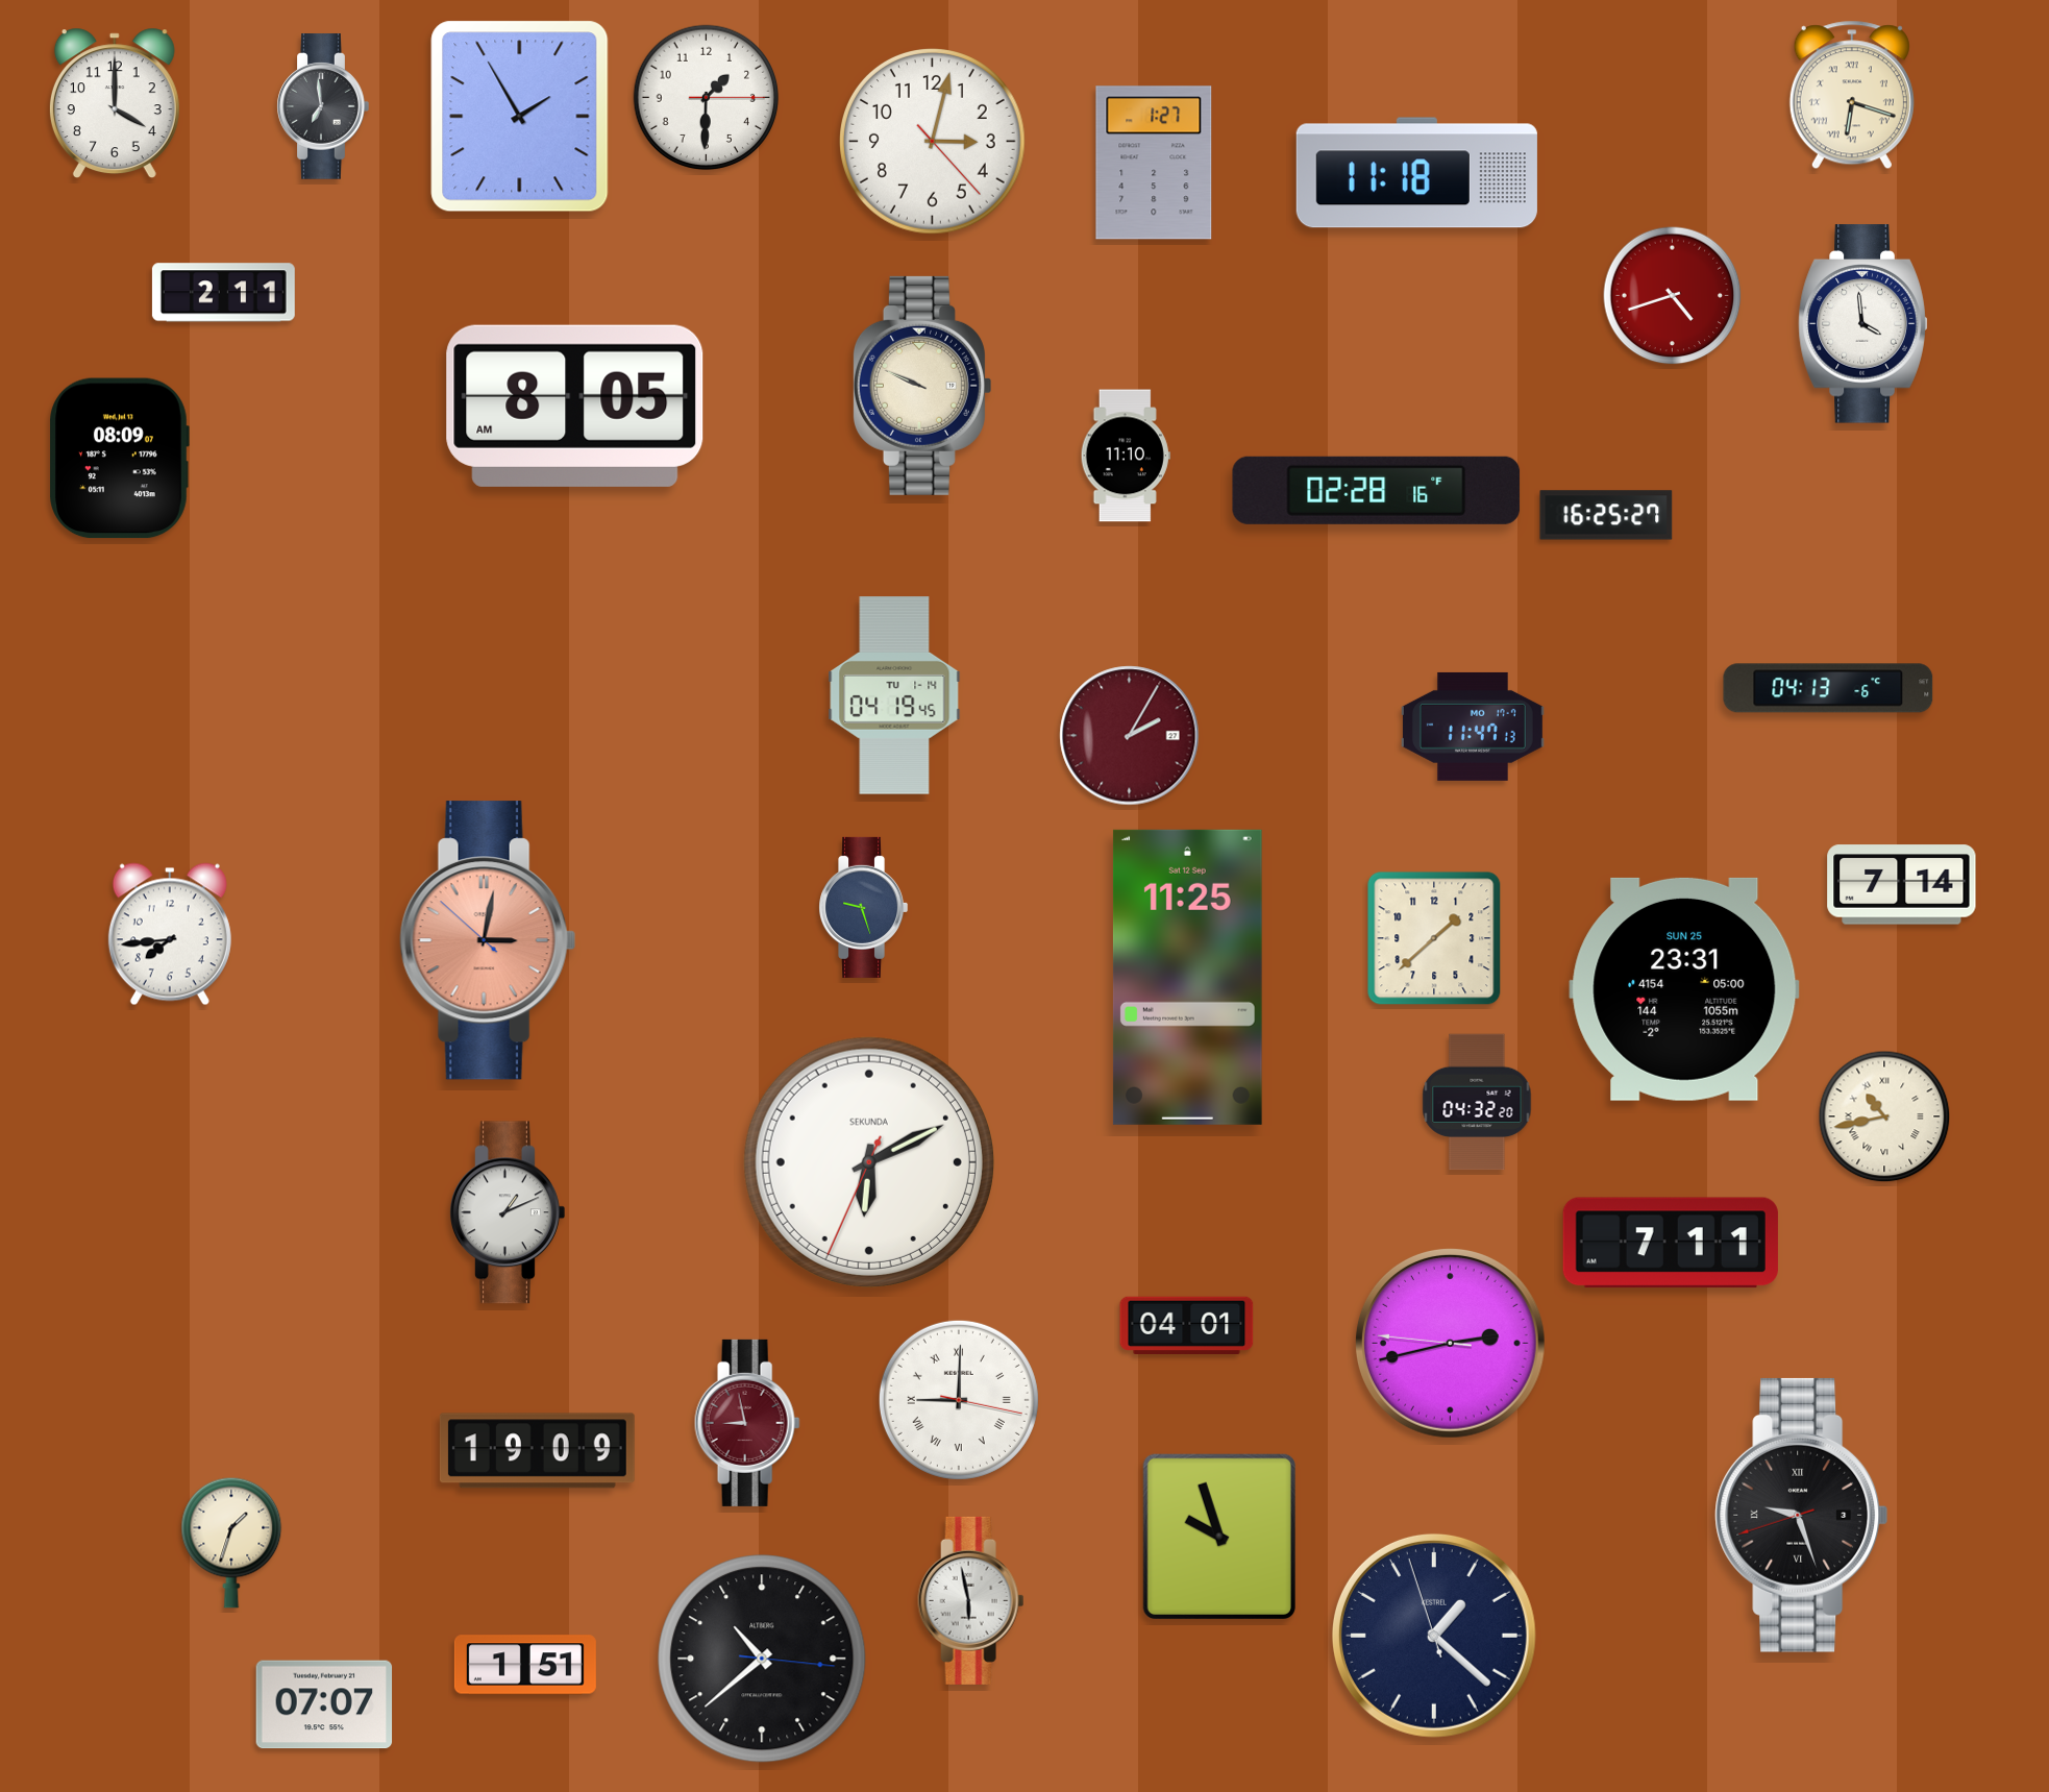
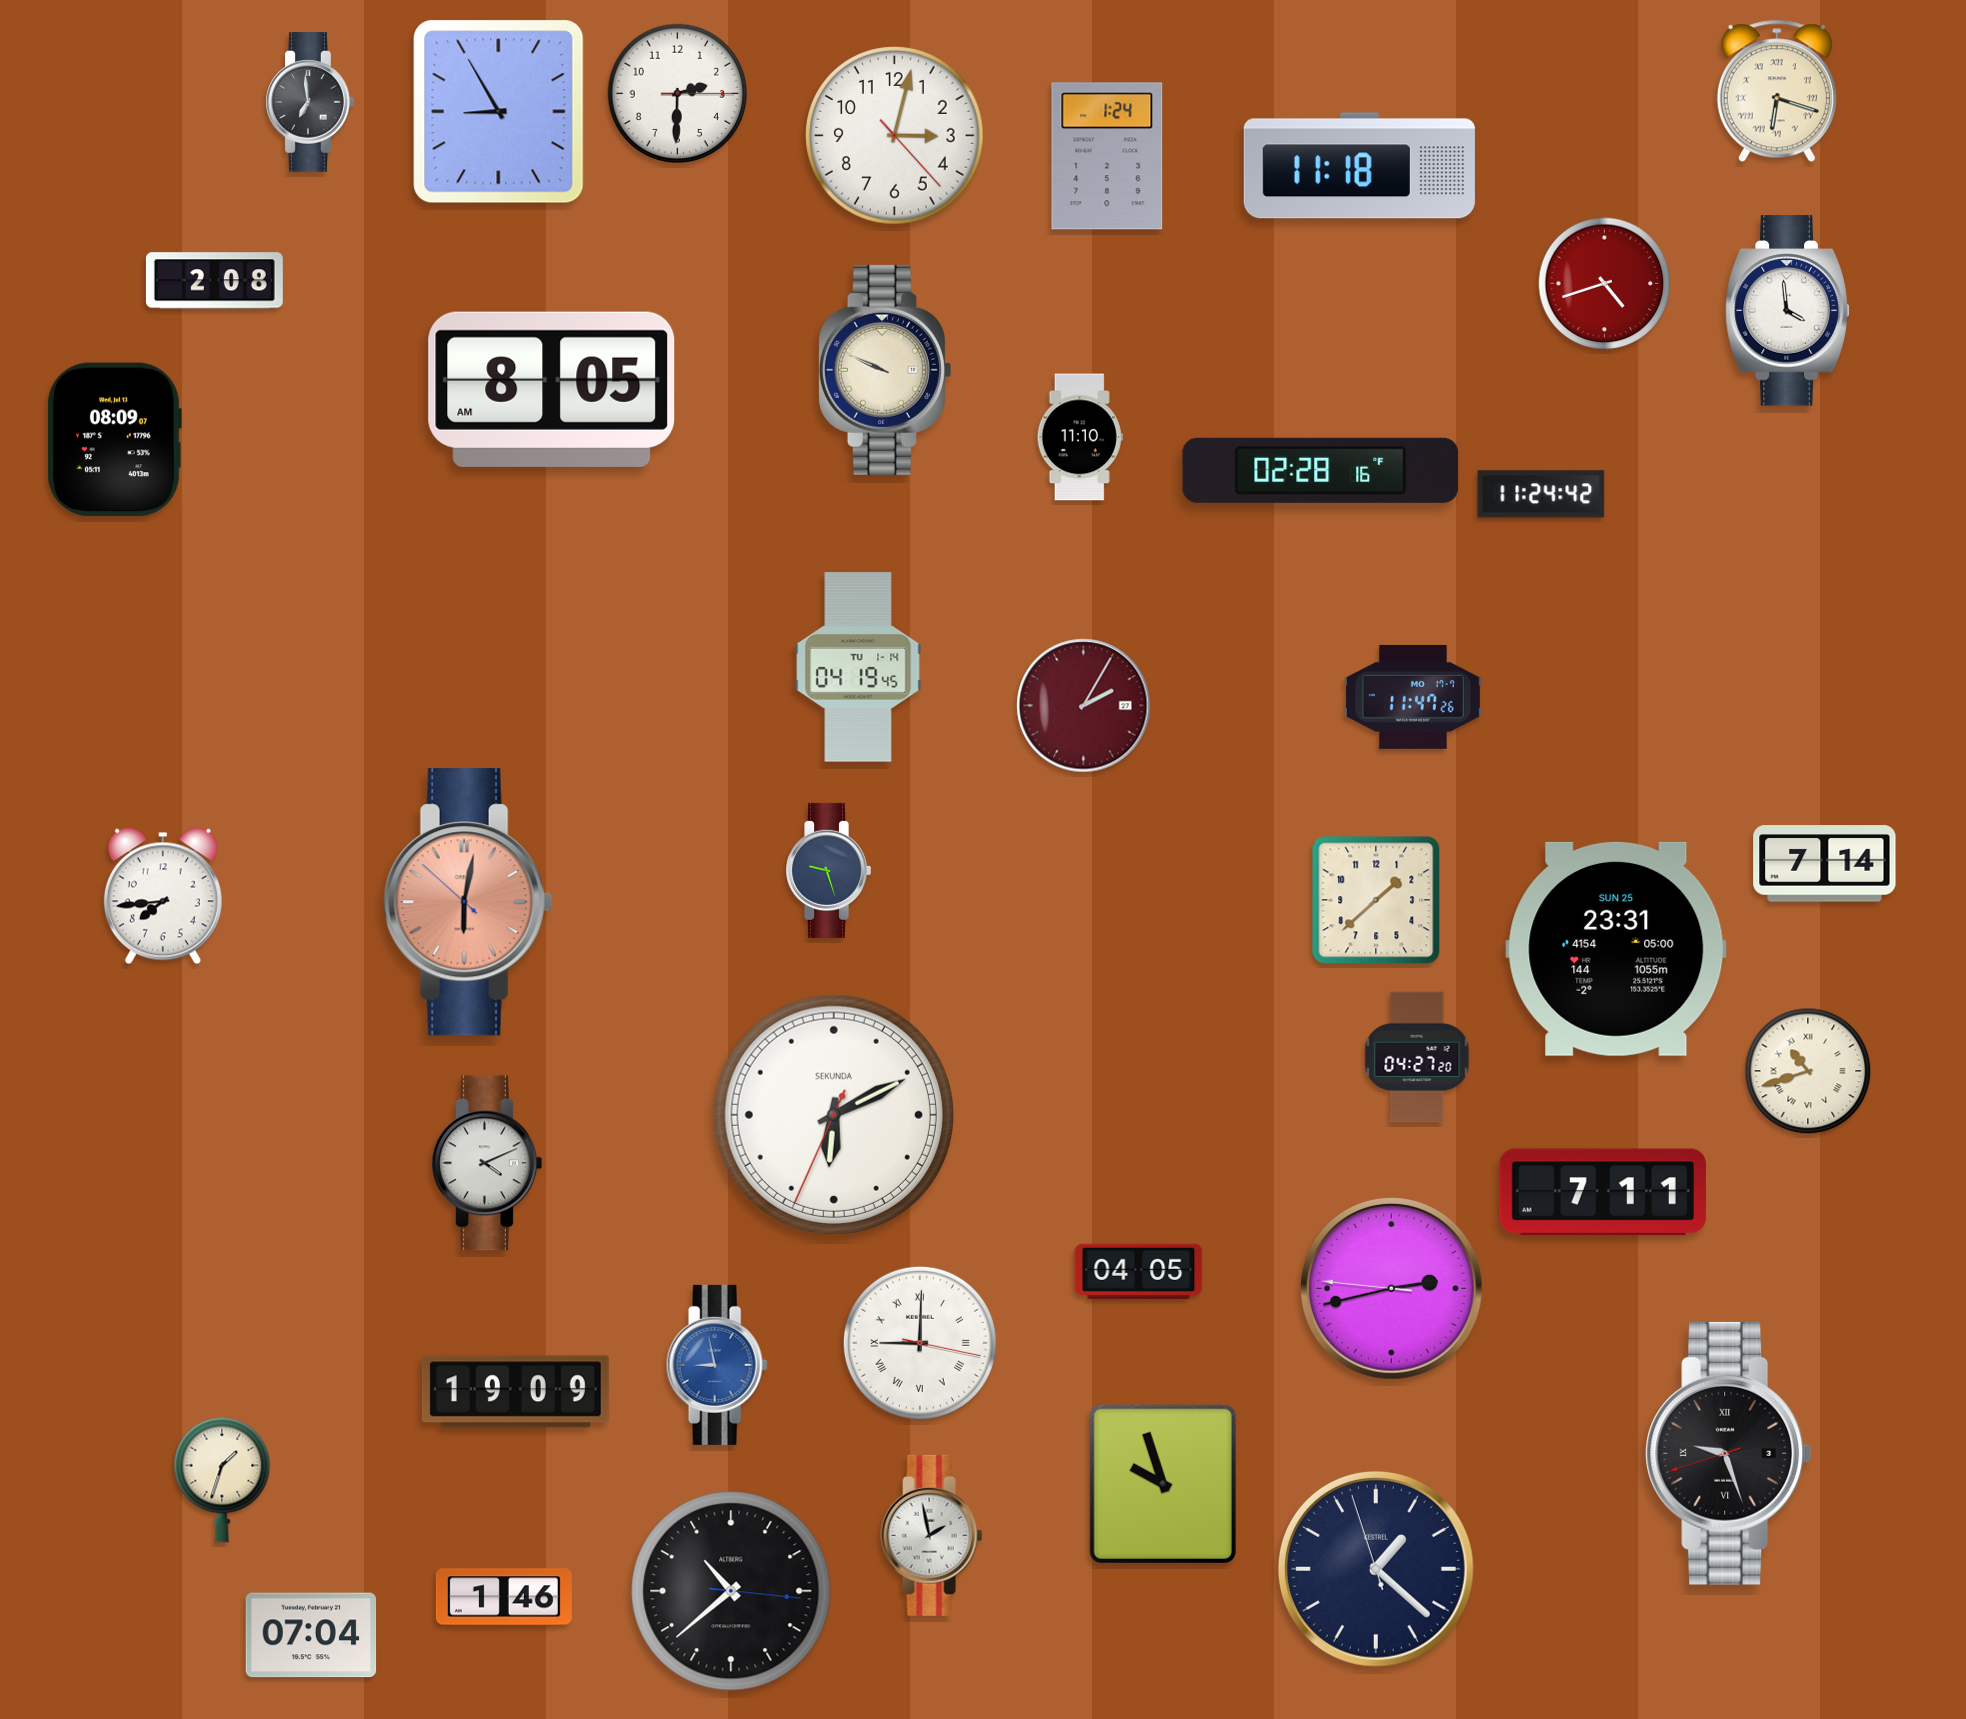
clock at (707, 98): 1:30 -> 2:30
clock at (115, 102): 4:00 -> none
clock at (520, 117): 1:55 -> 8:55
clock at (1154, 163): 1:27 -> 1:24
clock at (223, 293): 2:11 -> 2:08
clock at (1606, 515): 16:25 -> 11:24
clock at (1828, 688): 04:13 -> none
clock at (1473, 727): 11:47:13 -> 11:47:26
clock at (1902, 885) position: (1902, 885) -> (1825, 864)
clock at (488, 940): 3:01 -> 6:01
clock at (1187, 977): 11:25 -> none
clock at (1477, 1102): 04:32 -> 04:27
clock at (1884, 1116): 10:43 -> 10:42
clock at (508, 1212): 1:11 -> 4:11
clock at (1187, 1326): 04:01 -> 04:05
clock at (747, 1423) dial: burgundy -> blue
clock at (1219, 1537) position: (1219, 1537) -> (1163, 1484)
clock at (971, 1600): 5:58 -> 1:58
clock at (525, 1665): 1:51 -> 1:46
clock at (324, 1704): 07:07 -> 07:04
